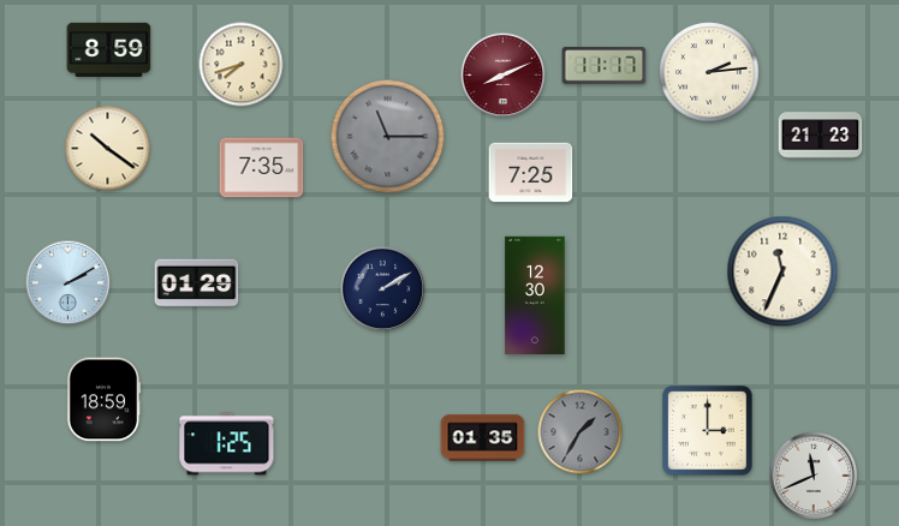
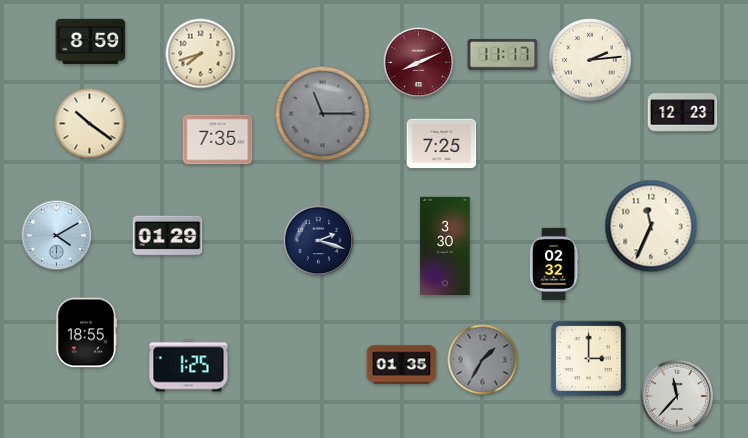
clock at (821, 136): 21:23 -> 12:23
clock at (69, 283): 2:10 -> 4:10
clock at (197, 283) position: (197, 283) -> (168, 236)
clock at (383, 289): 2:10 -> 2:18
clock at (535, 294): 12:30 -> 3:30
clock at (554, 263): none -> 02:32
clock at (103, 400): 18:59 -> 18:55
clock at (227, 444) position: (227, 444) -> (189, 366)
clock at (814, 476): 11:41 -> 11:37
